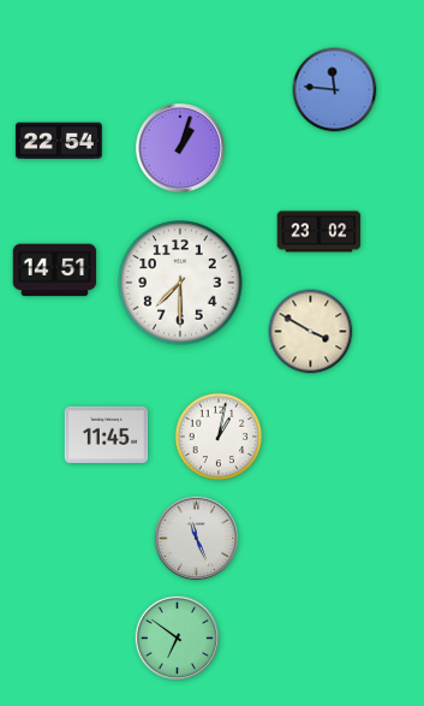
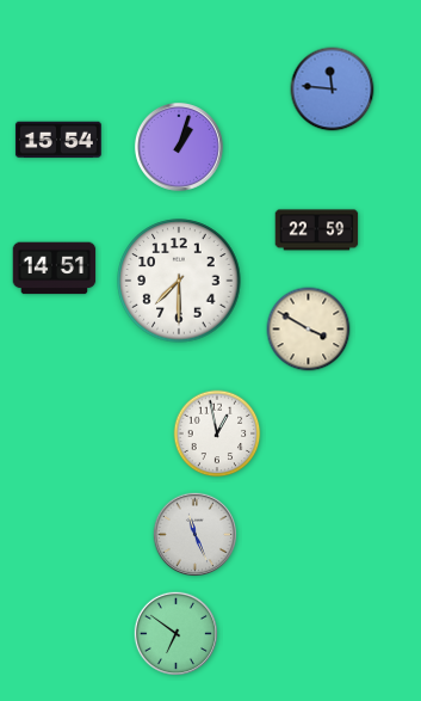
clock at (59, 141): 22:54 -> 15:54
clock at (320, 232): 23:02 -> 22:59
clock at (107, 434): 11:45 -> none
clock at (219, 437): 1:02 -> 12:58
